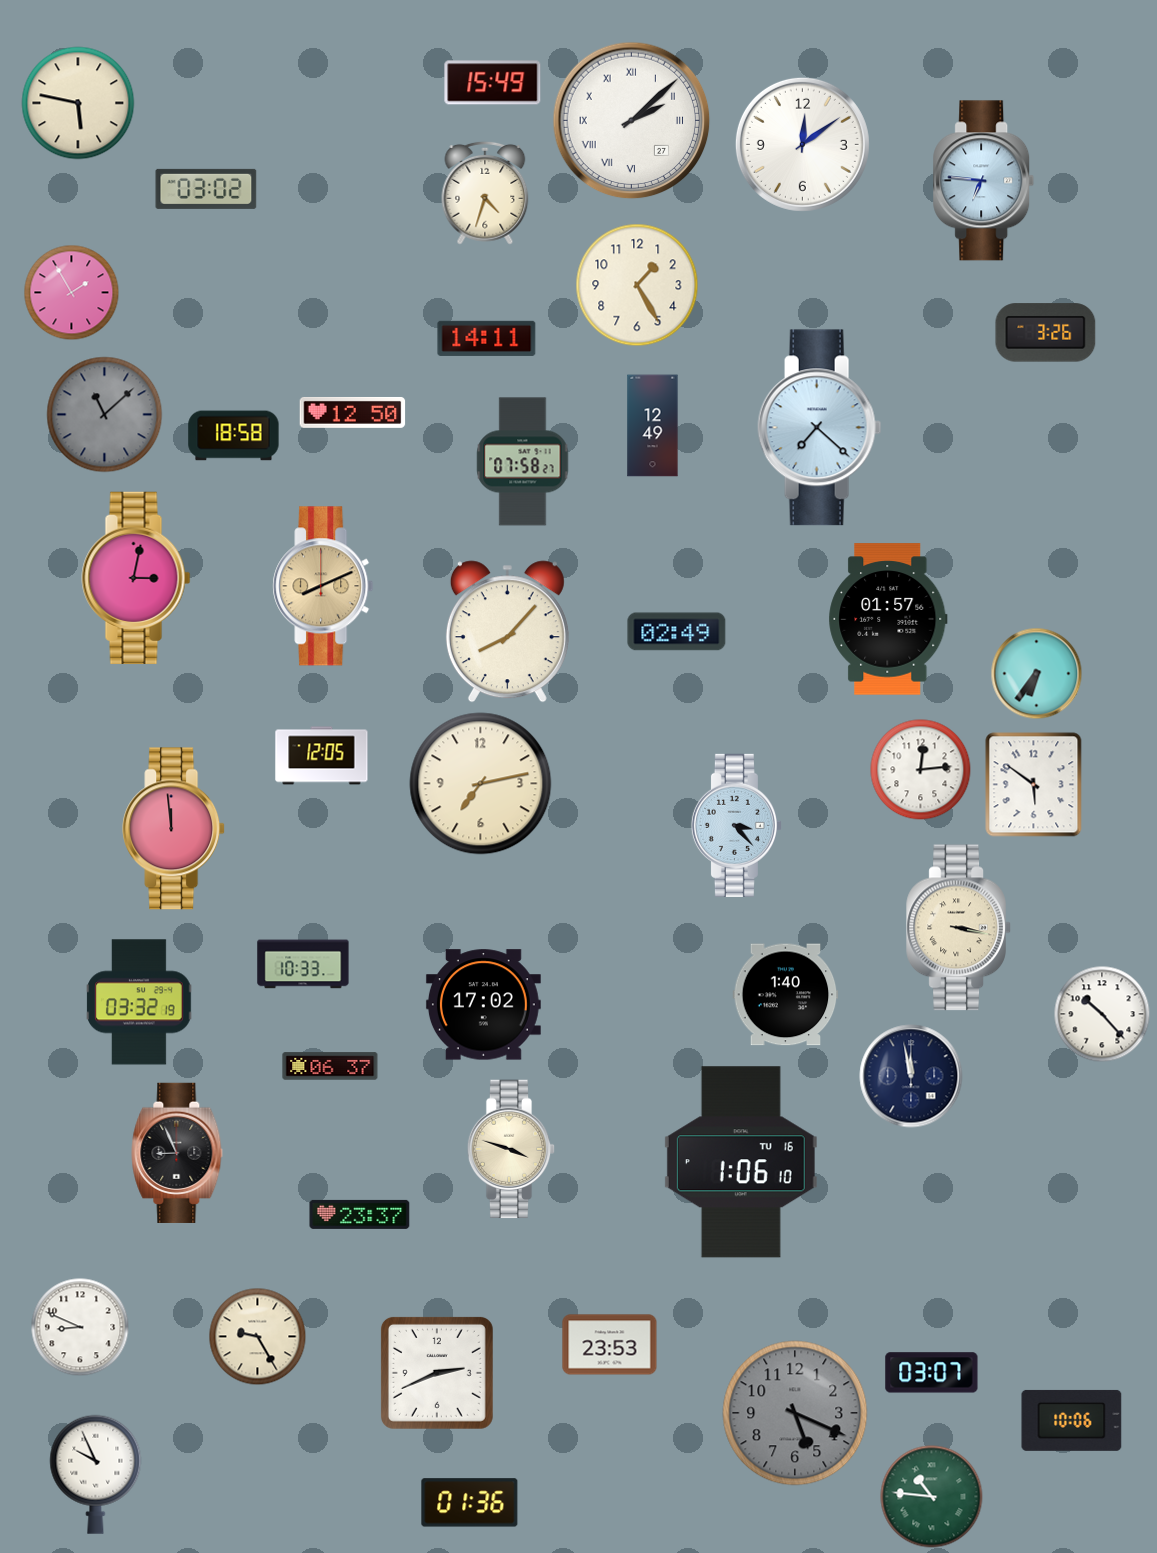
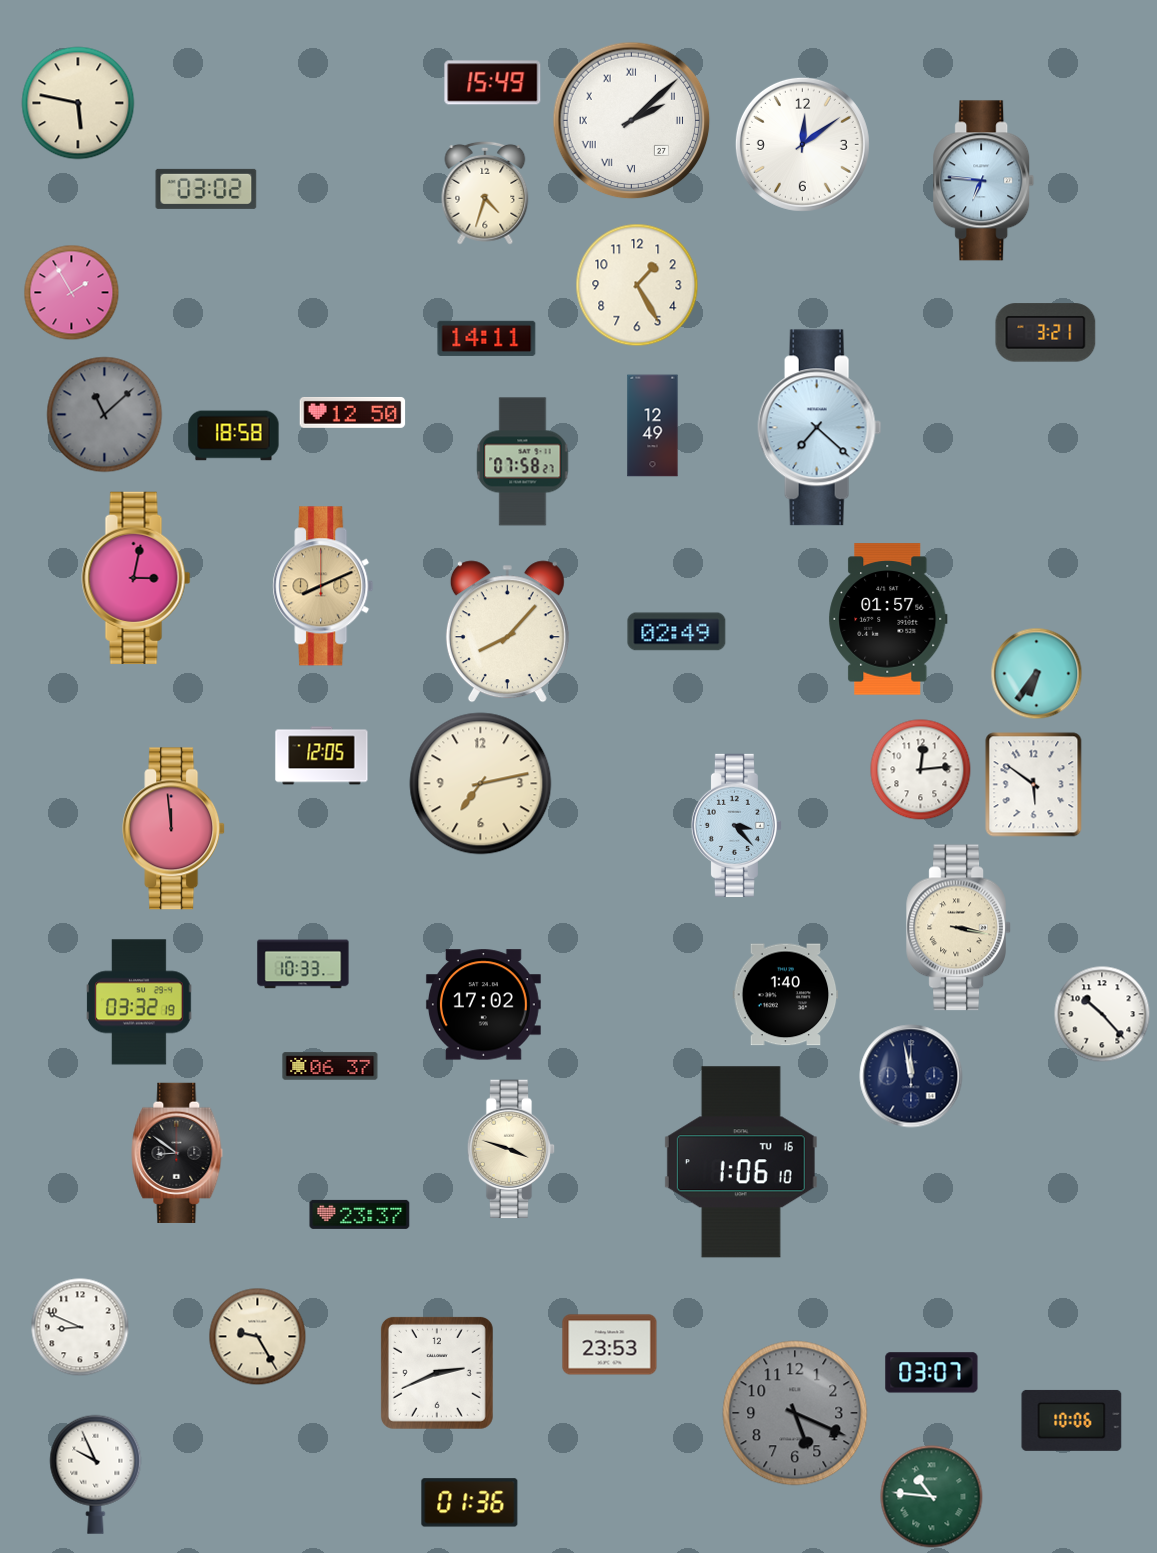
clock at (1046, 333): 3:26 -> 3:21
clock at (177, 1152): 8:56 -> 8:51
